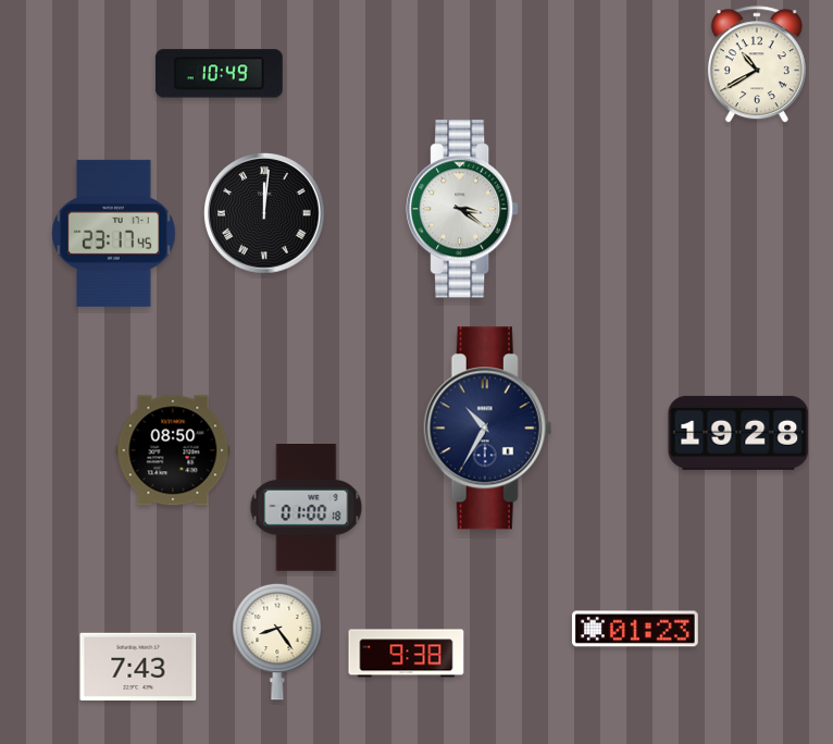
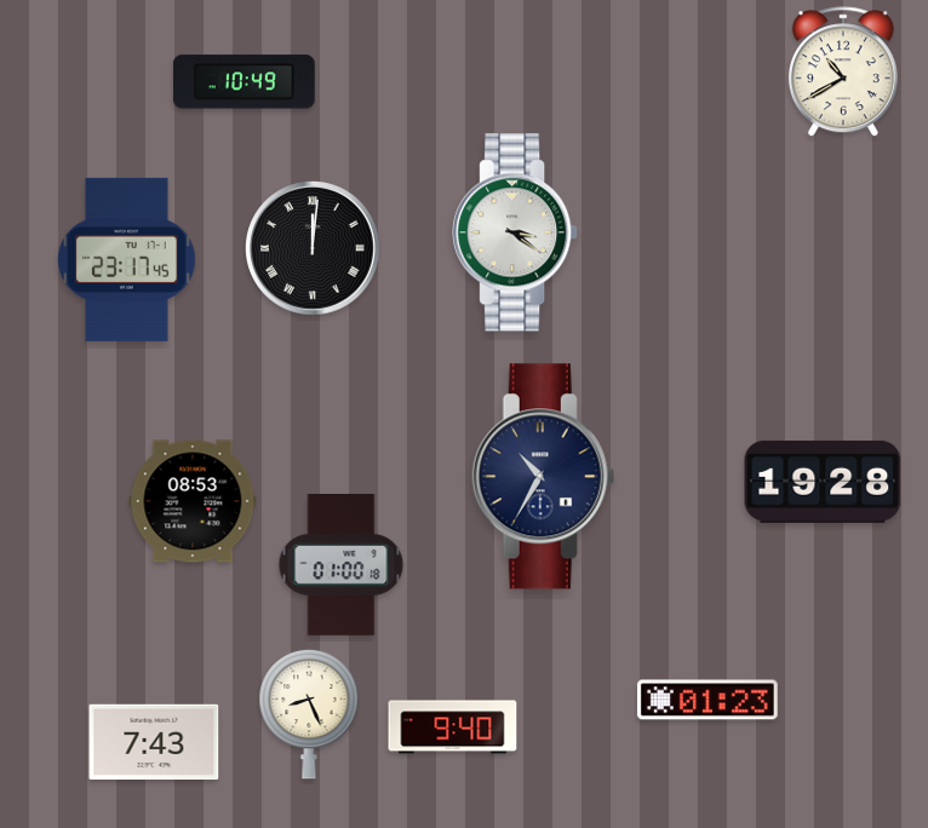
clock at (265, 214) position: (265, 214) -> (314, 249)
clock at (173, 450): 08:50 -> 08:53
clock at (277, 642): 8:24 -> 8:26
clock at (407, 654): 9:38 -> 9:40
